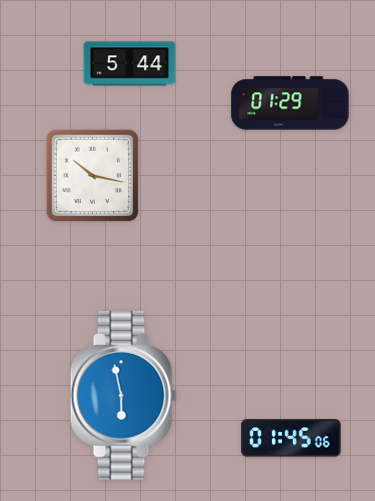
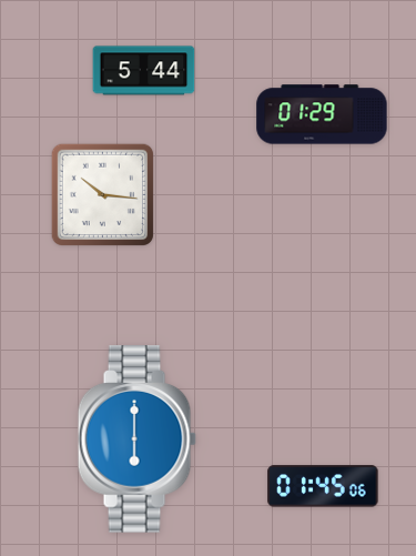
clock at (92, 175): 10:17 -> 10:16
clock at (123, 396): 5:58 -> 6:00
